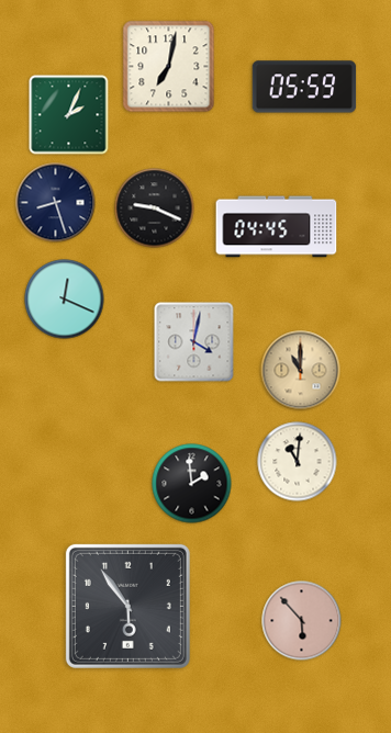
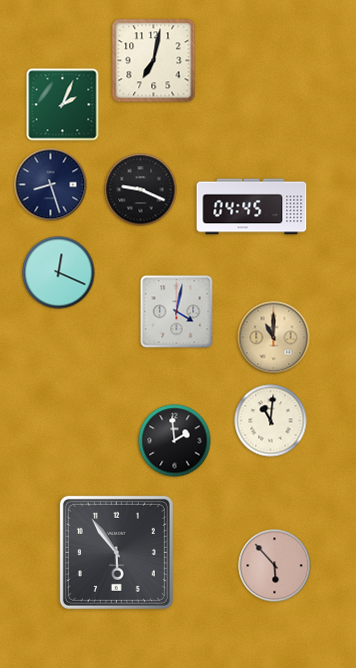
clock at (304, 87): 05:59 -> none
